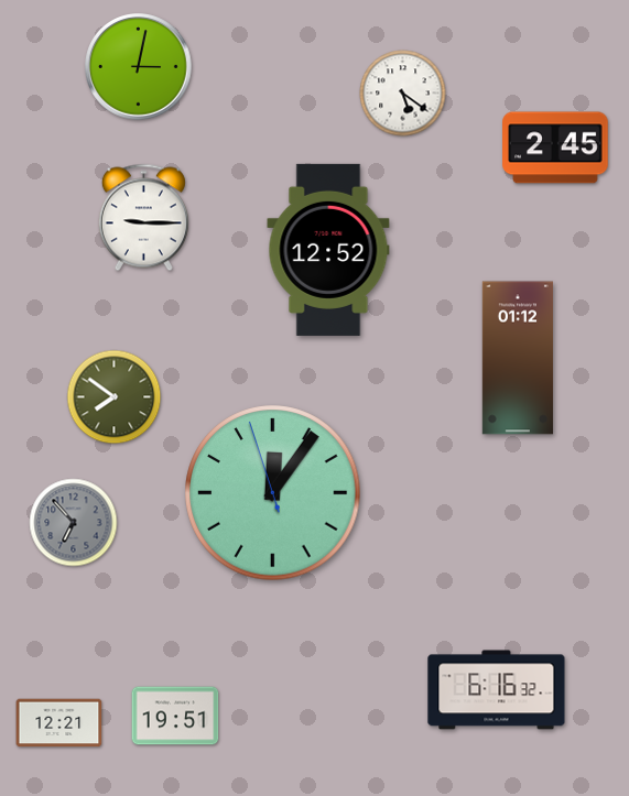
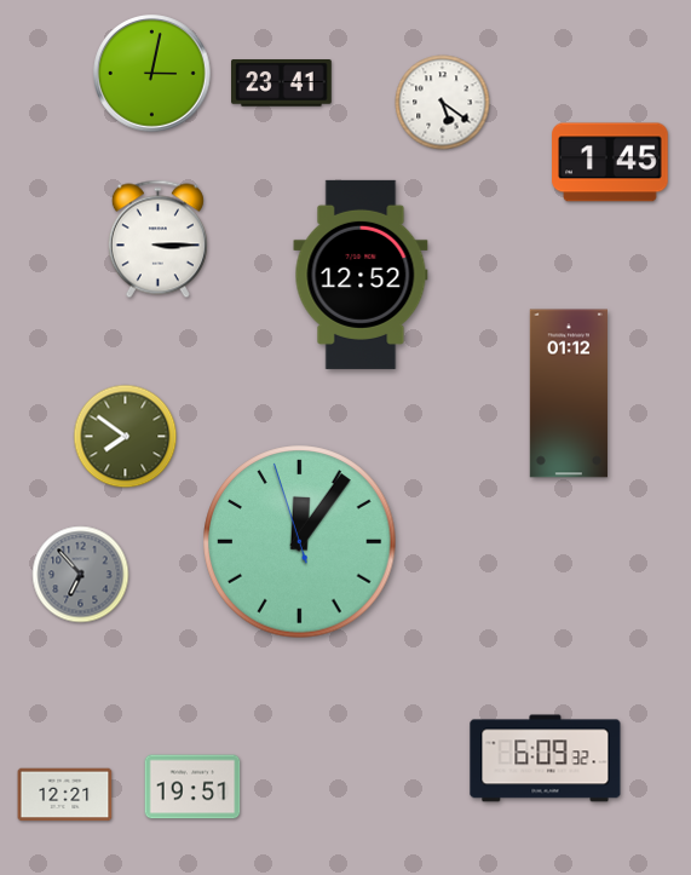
clock at (282, 84): none -> 23:41
clock at (555, 148): 2:45 -> 1:45
clock at (143, 218): 9:15 -> 3:15
clock at (497, 690): 6:16 -> 6:09
